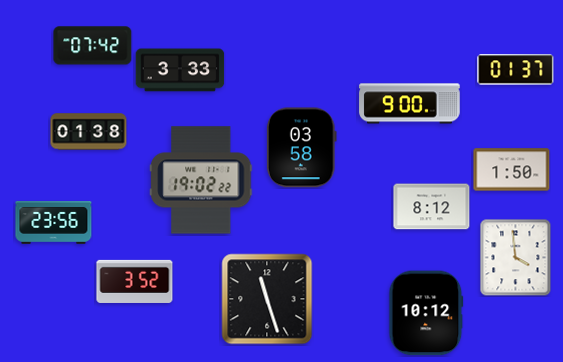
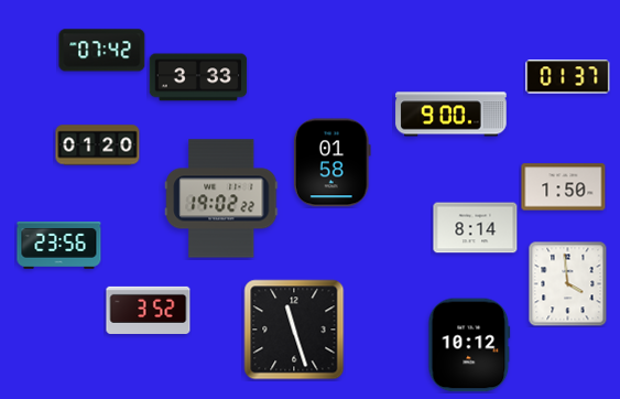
clock at (89, 132): 01:38 -> 01:20
clock at (301, 148): 03:58 -> 01:58
clock at (432, 207): 8:12 -> 8:14
